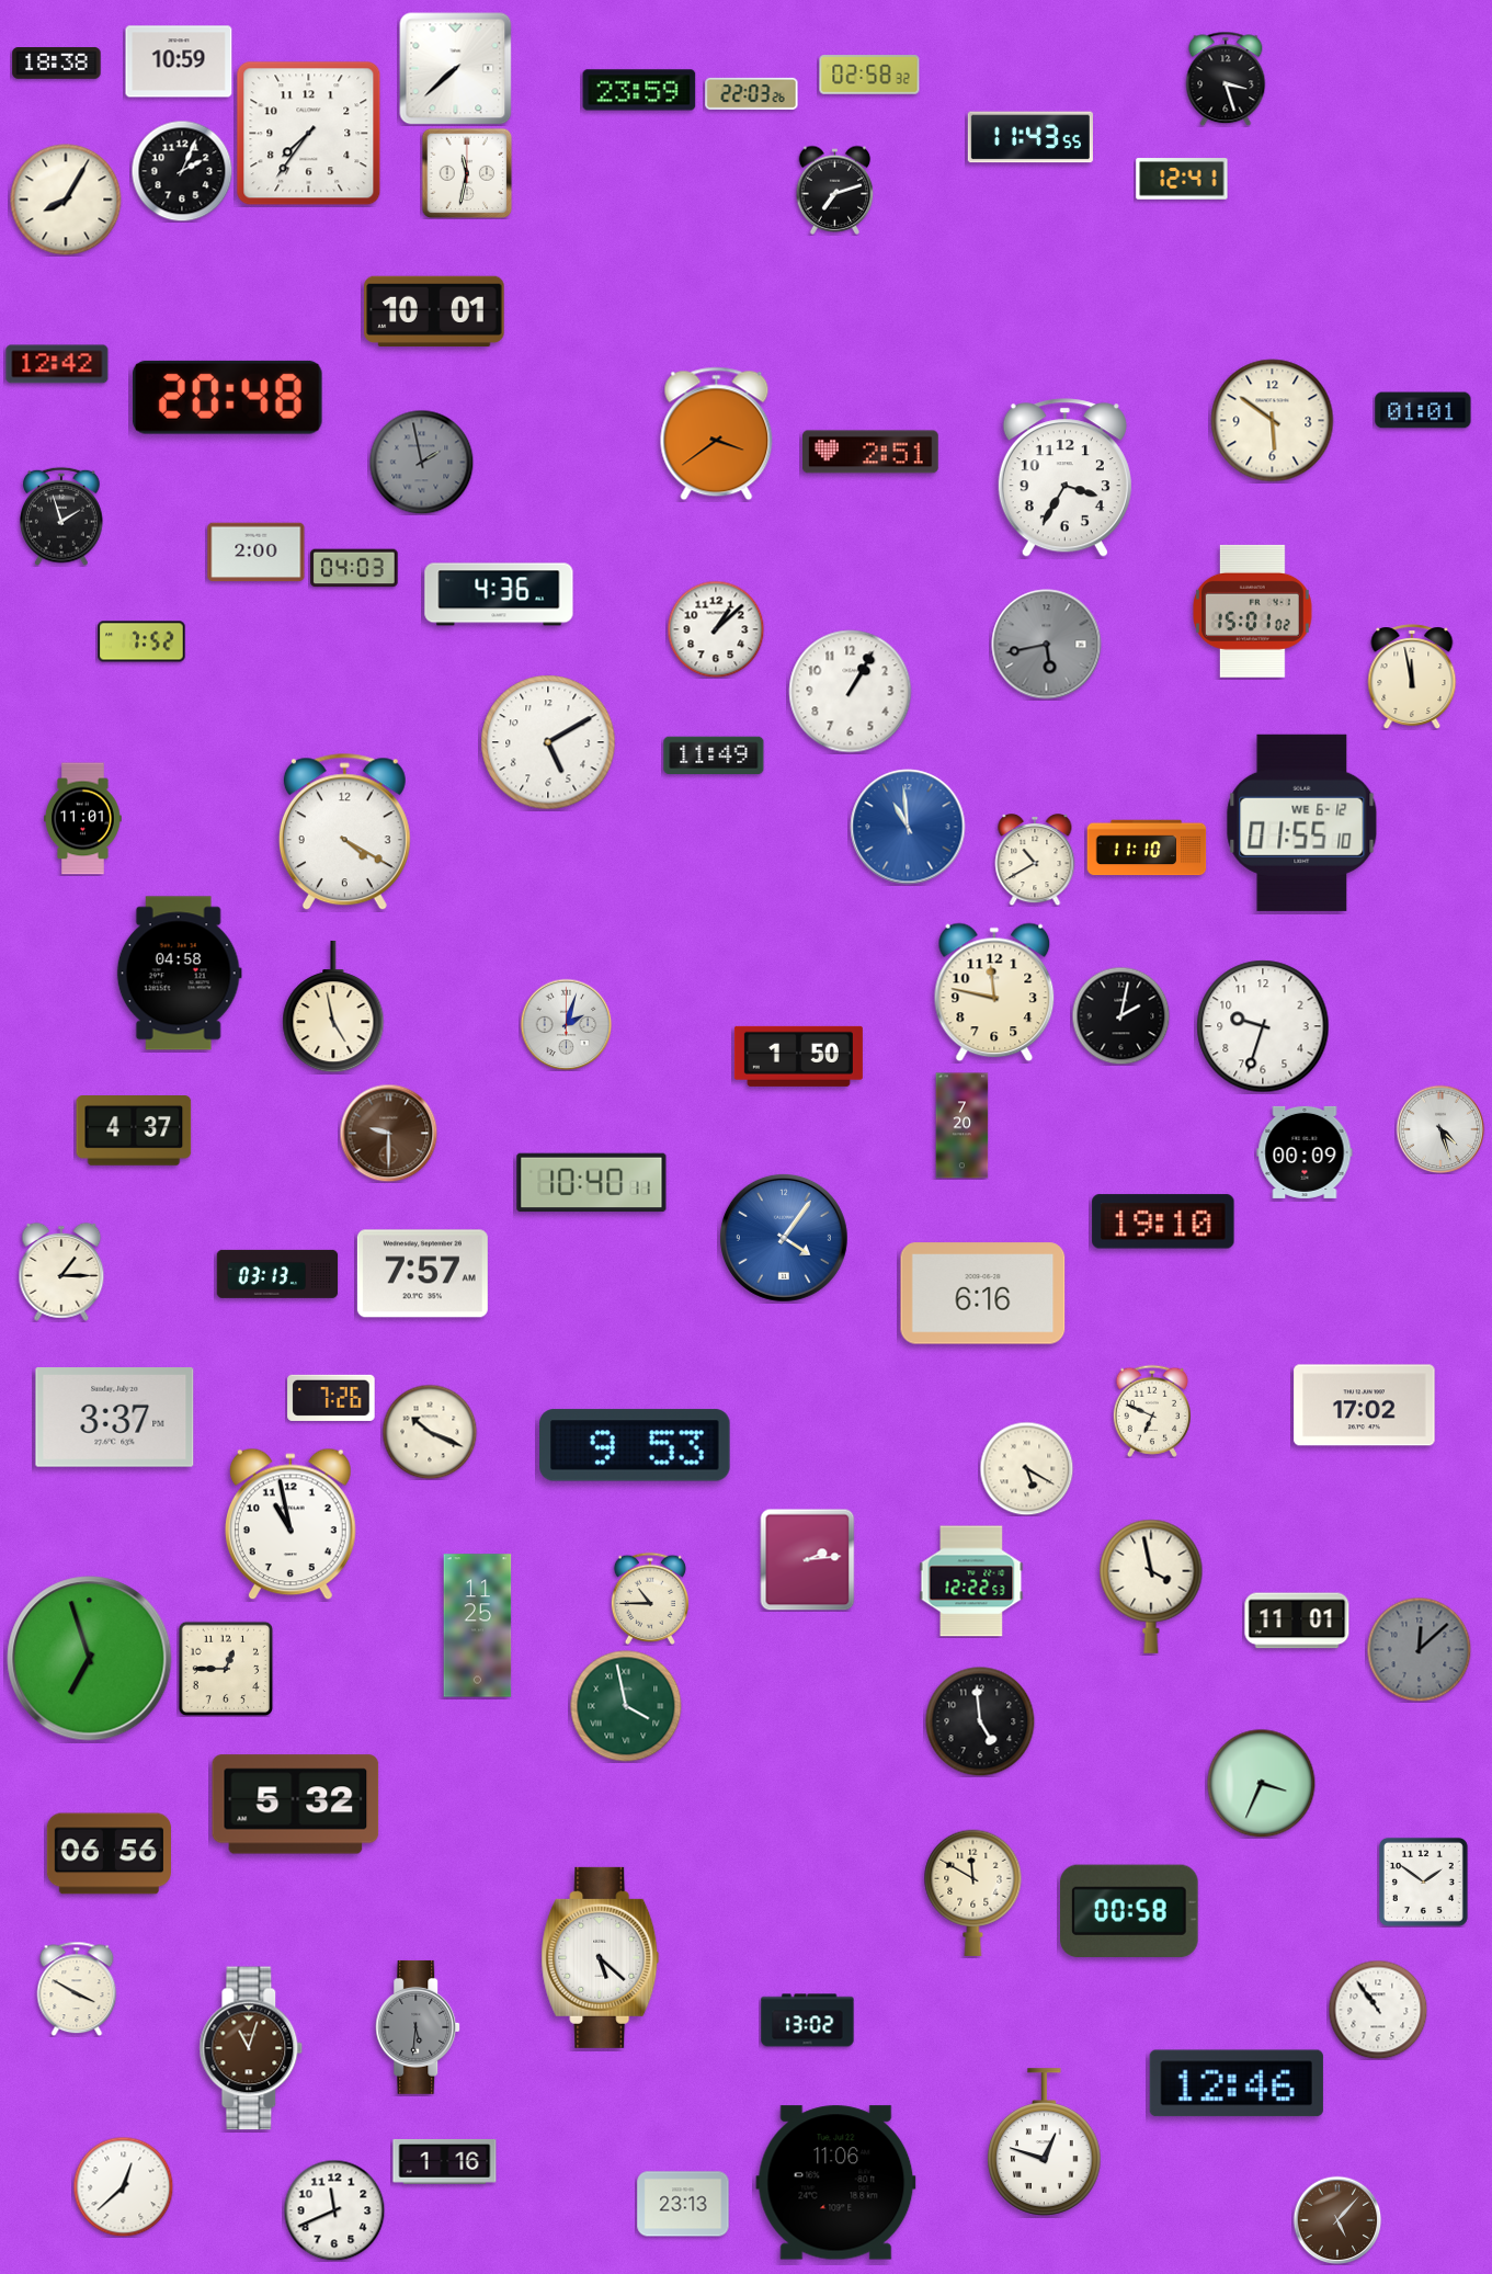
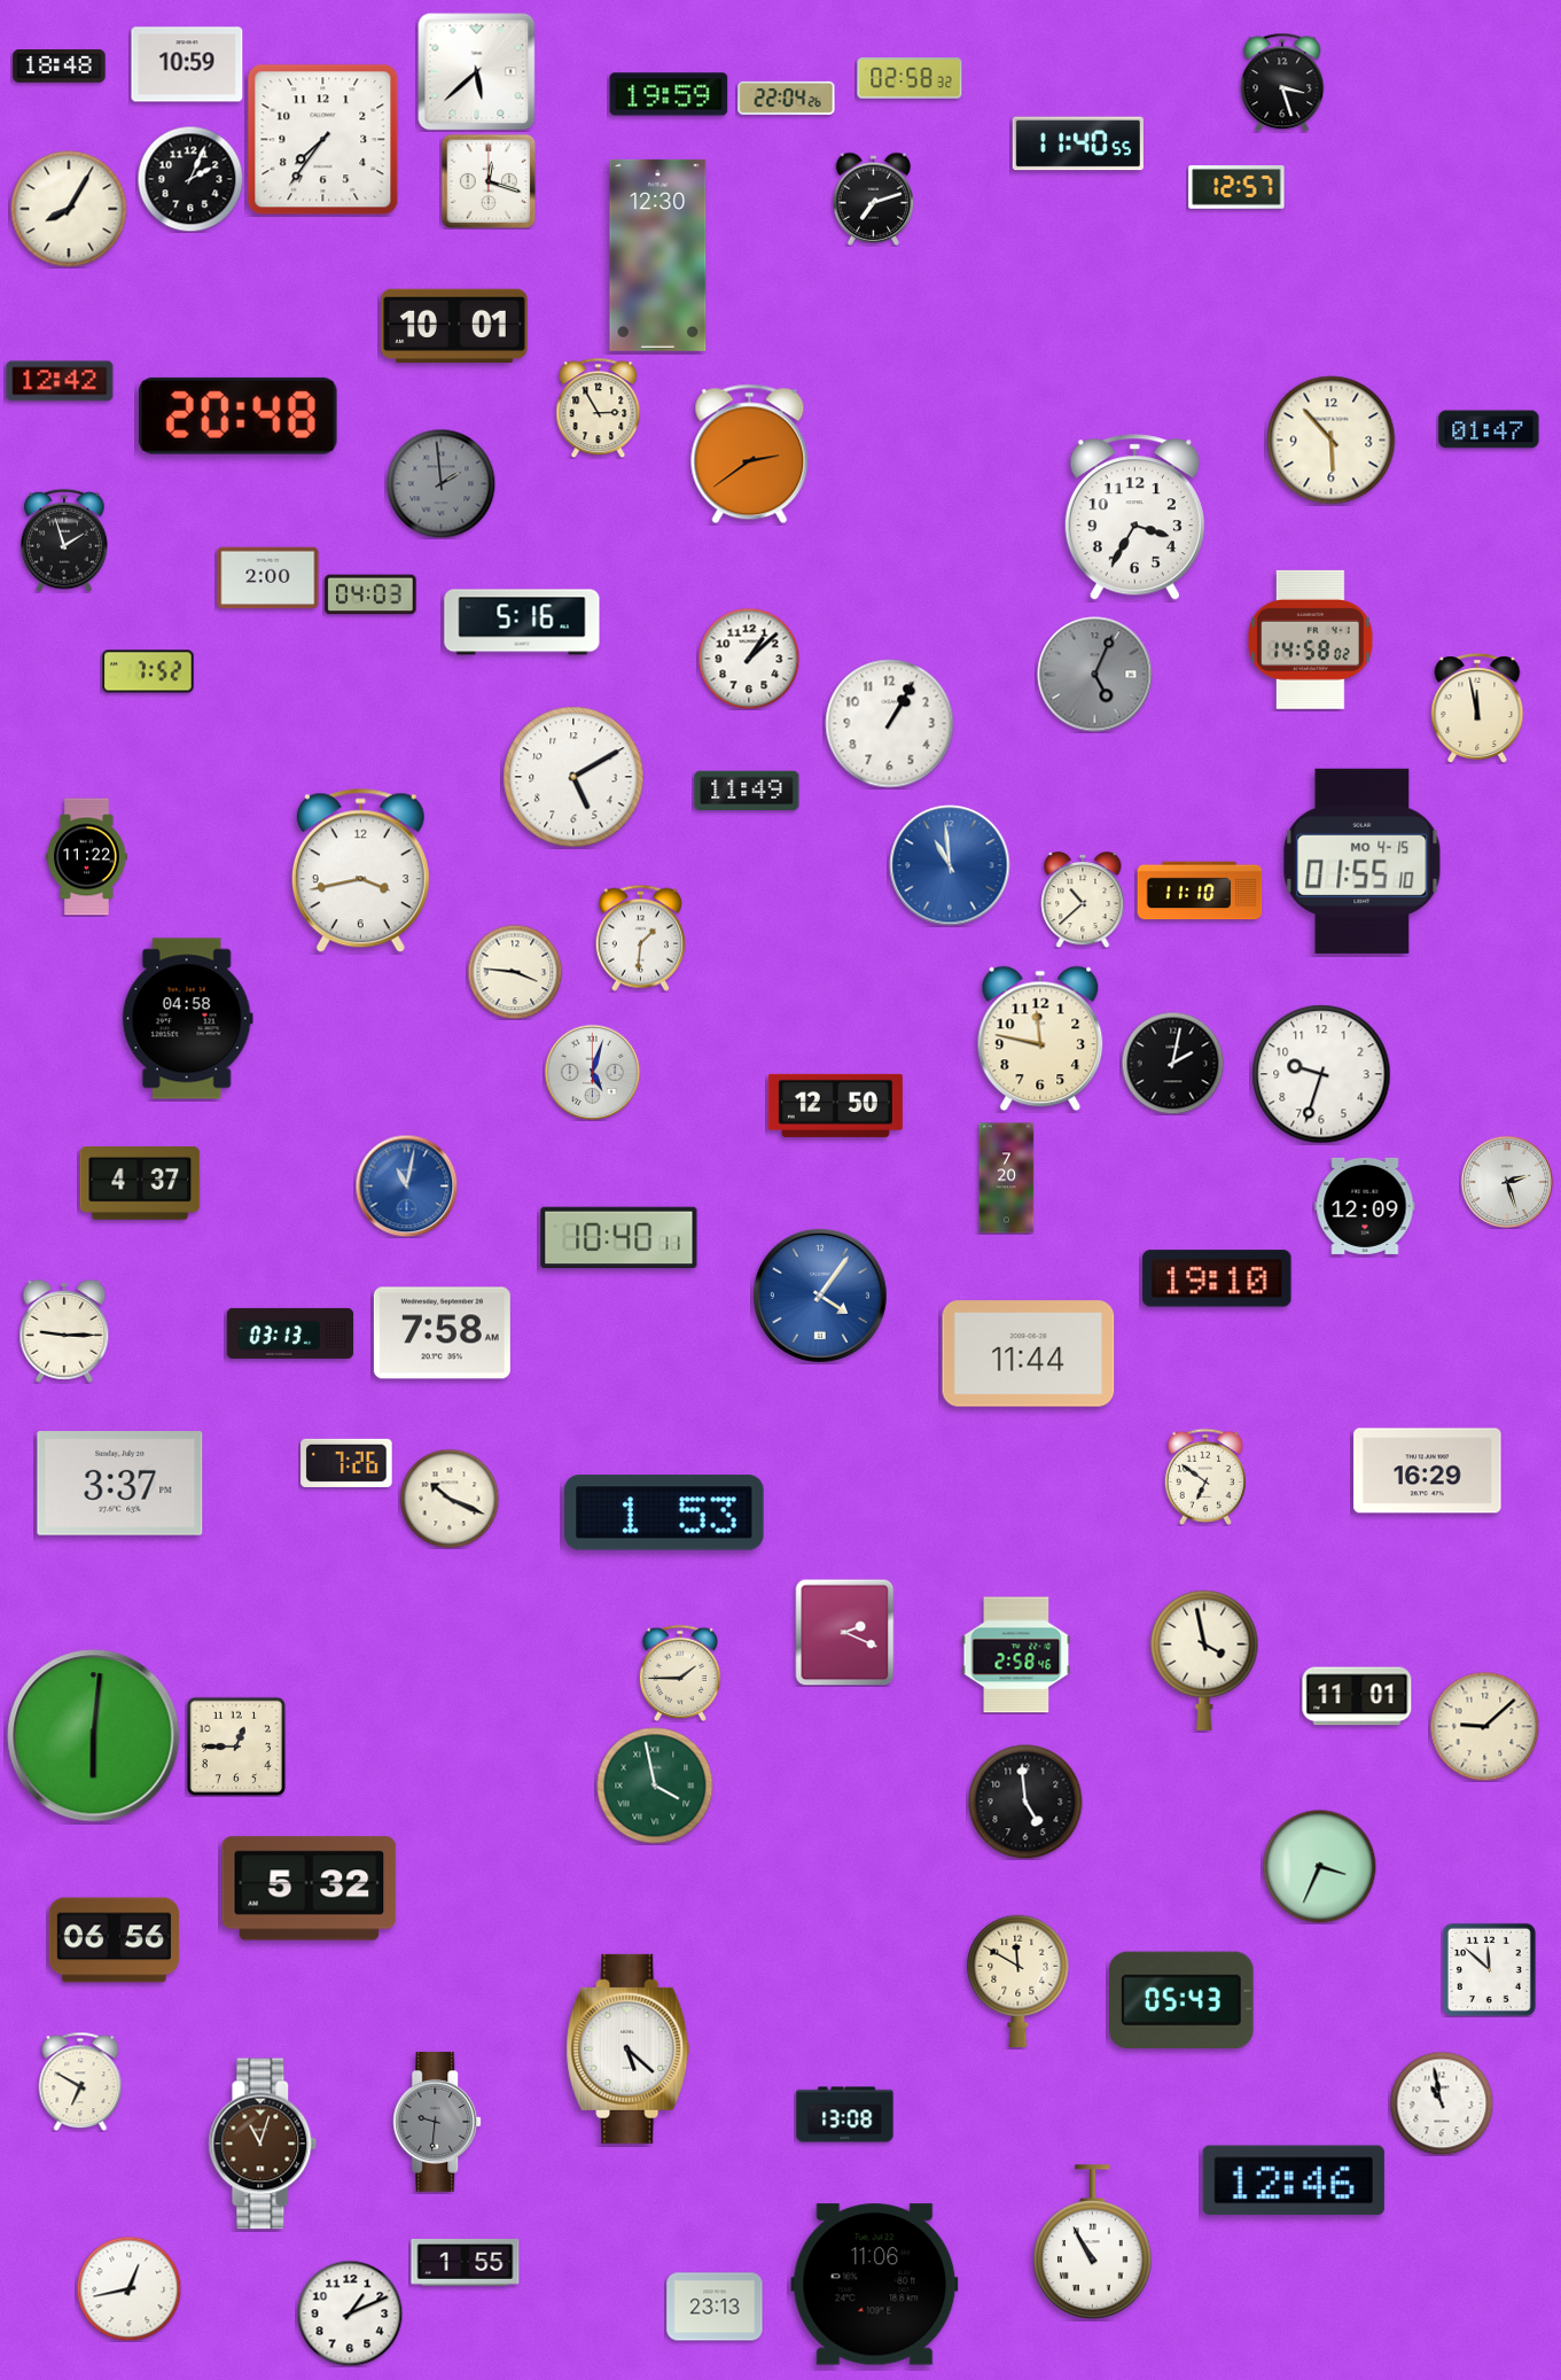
clock at (57, 64): 18:38 -> 18:48
clock at (456, 69): 7:38 -> 5:38
clock at (639, 90): 23:59 -> 19:59
clock at (752, 93): 22:03 -> 22:04
clock at (1030, 137): 11:43 -> 11:40
clock at (467, 173): 11:32 -> 12:18
clock at (1182, 179): 12:41 -> 12:57
clock at (658, 255): none -> 12:30
clock at (599, 407): none -> 2:55
clock at (1423, 410): 01:01 -> 01:47
clock at (1273, 421): 5:51 -> 5:53
clock at (717, 434): 3:39 -> 2:39
clock at (870, 452): 2:51 -> none
clock at (421, 462): 1:58 -> 1:59
clock at (1064, 478) position: (1064, 478) -> (1134, 518)
clock at (499, 594): 4:36 -> 5:16
clock at (1252, 611): 15:01 -> 14:58
clock at (1047, 645): 5:43 -> 5:04
clock at (83, 819): 11:01 -> 11:22
clock at (1302, 822) date: WE 6-12 -> MO 4-15
clock at (344, 832): 4:20 -> 3:43
clock at (1147, 848) position: (1147, 848) -> (1200, 890)
clock at (1035, 861): 10:40 -> 10:38
clock at (640, 938): none -> 1:31
clock at (515, 972): none -> 3:46
clock at (333, 1007): 4:58 -> none
clock at (566, 1024): 2:03 -> 5:03
clock at (798, 1056): 1:50 -> 12:50
clock at (1440, 1129): 4:27 -> 2:27
clock at (388, 1133): 9:30 -> 11:02
clock at (388, 1133) dial: brown -> blue
clock at (1305, 1152): 00:09 -> 12:09
clock at (61, 1272): 1:15 -> 9:15
clock at (422, 1274): 7:57 -> 7:58
clock at (983, 1294): 6:16 -> 11:44
clock at (1365, 1406): 17:02 -> 16:29
clock at (1151, 1411): 6:49 -> 6:51
clock at (636, 1445): 9:53 -> 1:53
clock at (1026, 1468): 5:20 -> none
clock at (291, 1524): 10:58 -> none
clock at (808, 1559): 2:14 -> 2:19
clock at (971, 1581): 12:22 -> 2:58
clock at (649, 1599): 10:45 -> 1:45
clock at (478, 1626): 11:25 -> none
clock at (1419, 1649): 12:08 -> 9:08
clock at (1419, 1649) dial: grey -> cream
clock at (90, 1659): 6:57 -> 6:01
clock at (1423, 1881): 1:51 -> 11:52
clock at (1130, 1910): 00:58 -> 05:43
clock at (77, 1989): 3:50 -> 6:50
clock at (1378, 2010): 10:54 -> 10:58
clock at (808, 2021): 13:02 -> 13:08
clock at (419, 2027): 5:31 -> 9:31
clock at (1045, 2142): 12:48 -> 10:55
clock at (445, 2161): 1:16 -> 1:55
clock at (123, 2186): 12:38 -> 12:43
clock at (334, 2210): 11:41 -> 1:11
clock at (1337, 2220): 5:07 -> none
